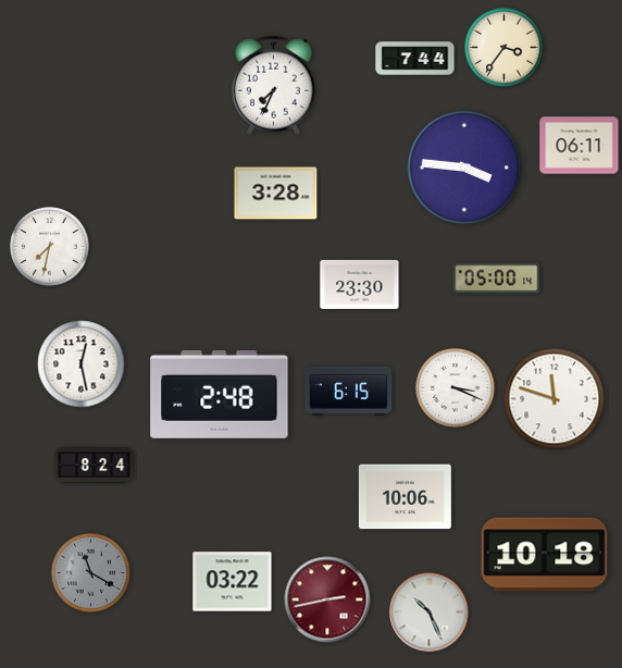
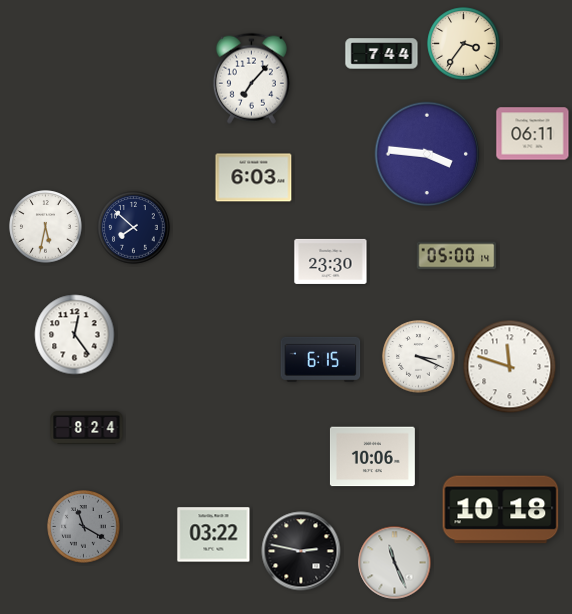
clock at (273, 85): 7:34 -> 7:07
clock at (276, 194): 3:28 -> 6:03
clock at (50, 247): 7:32 -> 5:32
clock at (134, 228): none -> 7:52
clock at (82, 364): 12:28 -> 12:24
clock at (220, 394): 2:48 -> none
clock at (327, 599): 2:43 -> 2:47
clock at (327, 599) dial: burgundy -> black
clock at (430, 613): 10:26 -> 11:26
